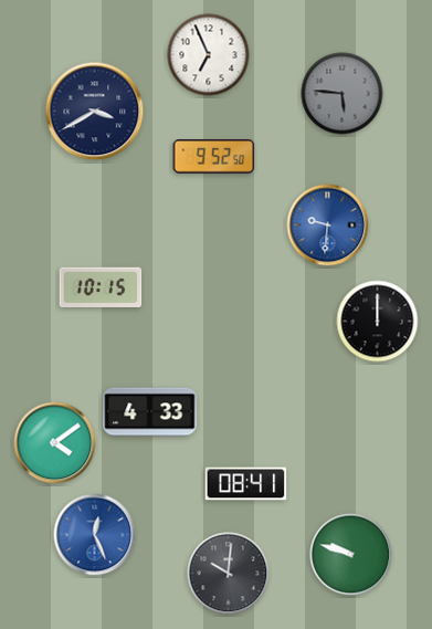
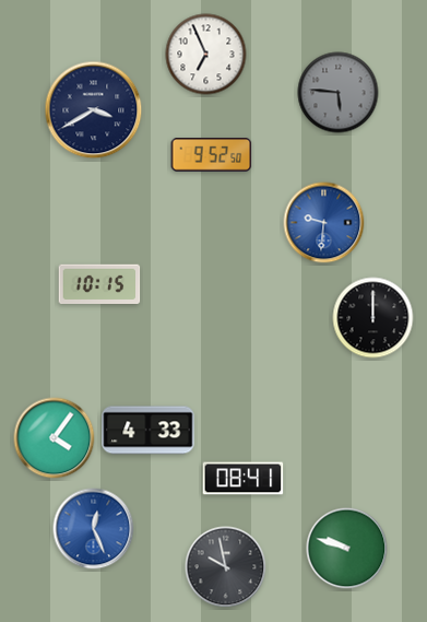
clock at (150, 412) position: (150, 412) -> (149, 431)
clock at (55, 443): 4:09 -> 4:06
clock at (229, 574): 10:01 -> 9:58
